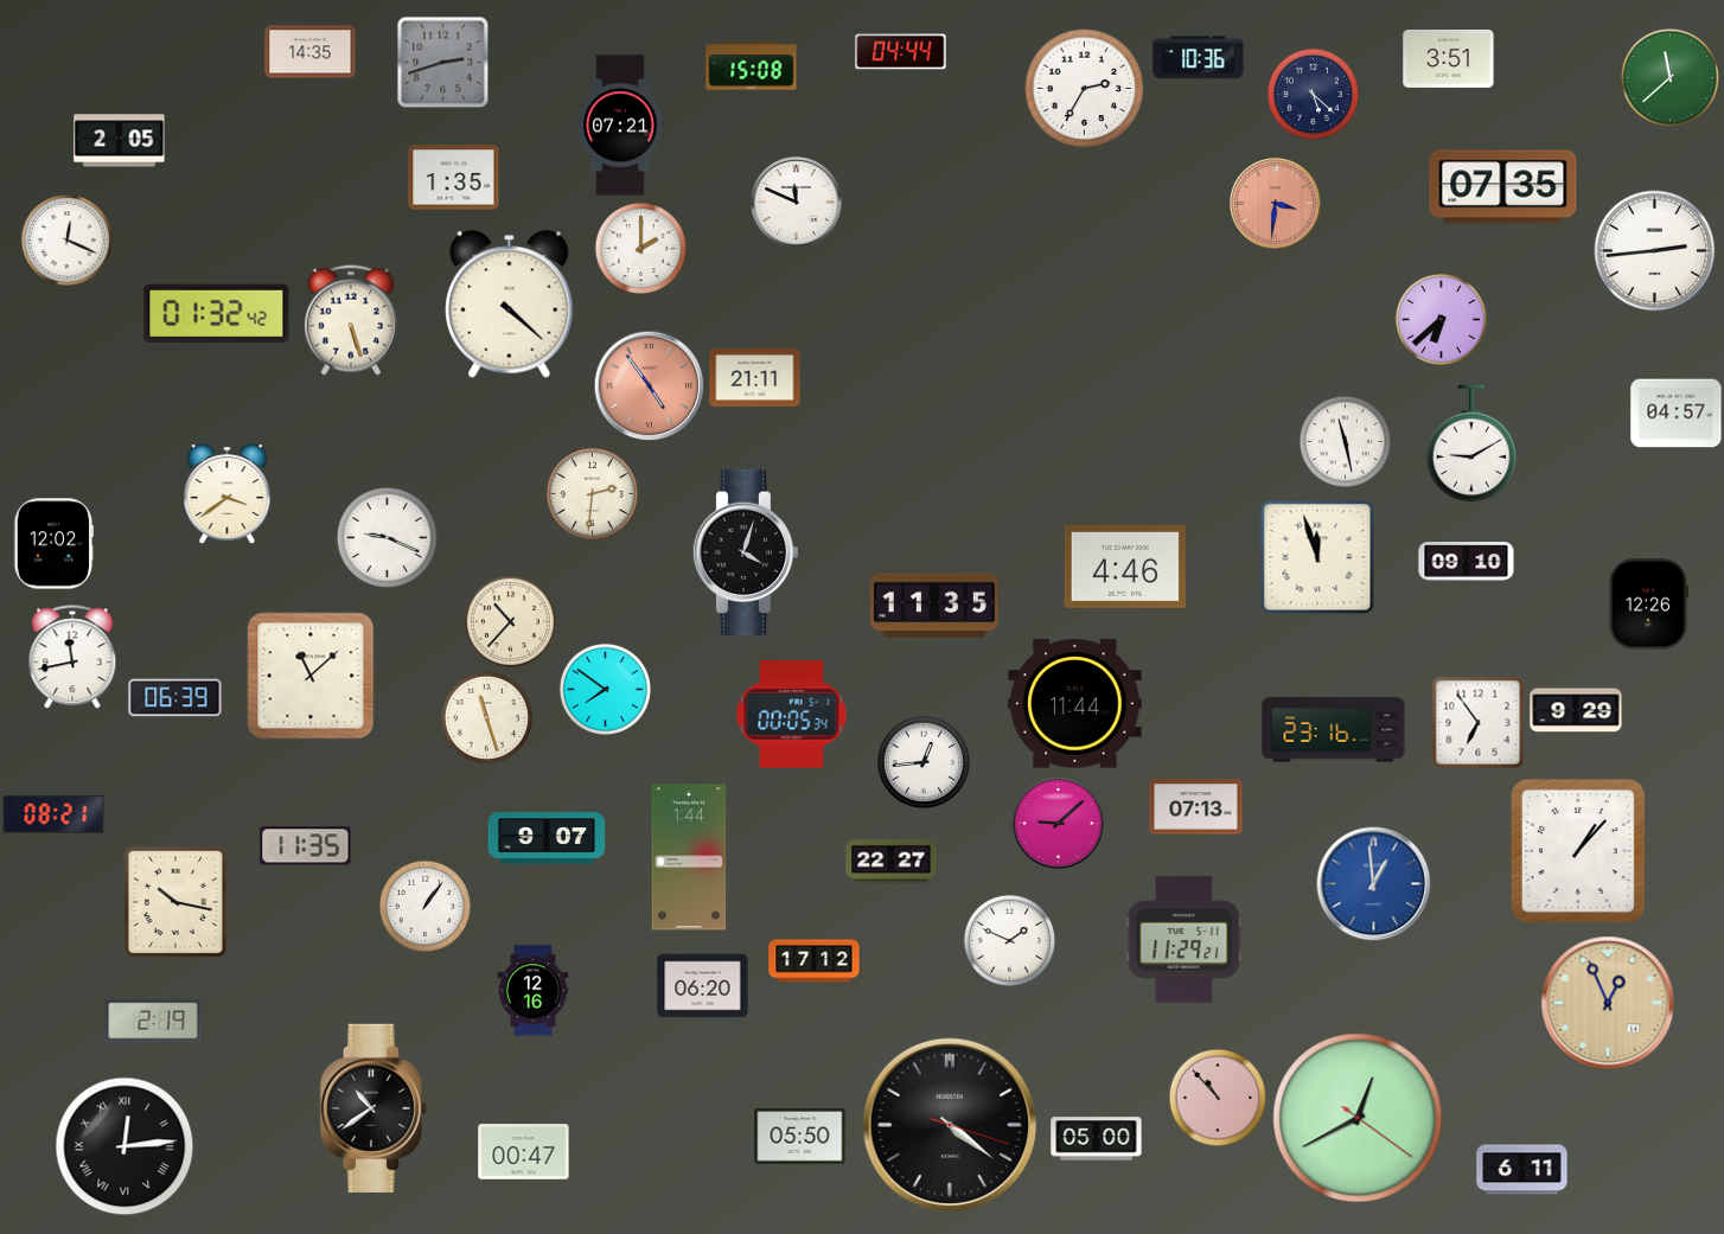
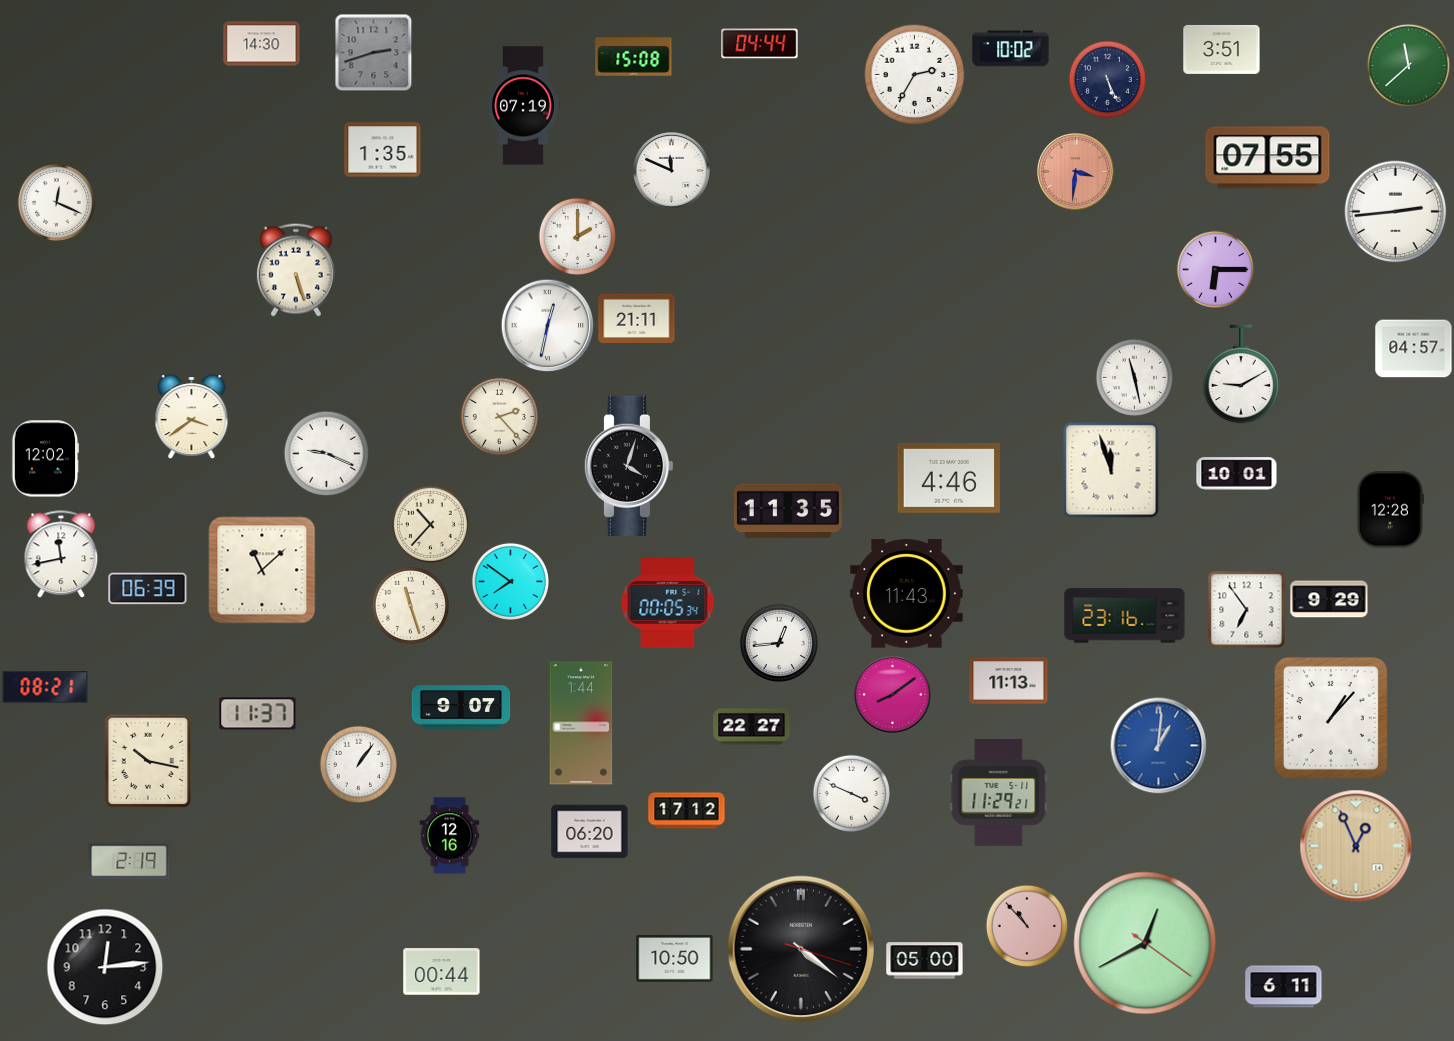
clock at (311, 52): 14:35 -> 14:30
clock at (1199, 58): 10:36 -> 10:02
clock at (1313, 94): 5:22 -> 5:26
clock at (620, 126): 07:21 -> 07:19
clock at (120, 141): 2:05 -> none
clock at (1503, 187): 07:35 -> 07:55
clock at (640, 248) position: (640, 248) -> (577, 236)
clock at (510, 305): 4:22 -> none
clock at (217, 313): 01:32 -> none
clock at (1441, 319): 6:38 -> 6:15
clock at (649, 385): 4:54 -> 12:32
clock at (649, 385) dial: salmon -> white
clock at (1345, 441) position: (1345, 441) -> (1134, 377)
clock at (592, 493): 2:31 -> 2:23
clock at (1467, 562): 09:10 -> 10:01
clock at (1648, 605): 12:26 -> 12:28
clock at (1075, 704): 11:44 -> 11:43
clock at (1196, 807): 07:13 -> 11:13
clock at (1059, 824): 9:08 -> 8:09
clock at (306, 846): 11:35 -> 11:37
clock at (1374, 884): 12:59 -> 1:01
clock at (1009, 940): 1:49 -> 3:49
clock at (703, 986) position: (703, 986) -> (590, 832)
clock at (373, 1108): 10:39 -> none
clock at (800, 1137): 05:50 -> 10:50
clock at (124, 1146) numerals: Roman -> Arabic
clock at (524, 1152): 00:47 -> 00:44
